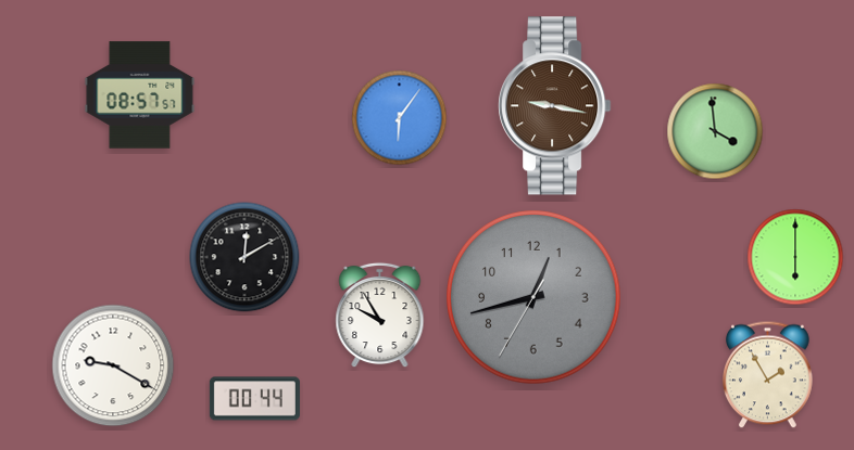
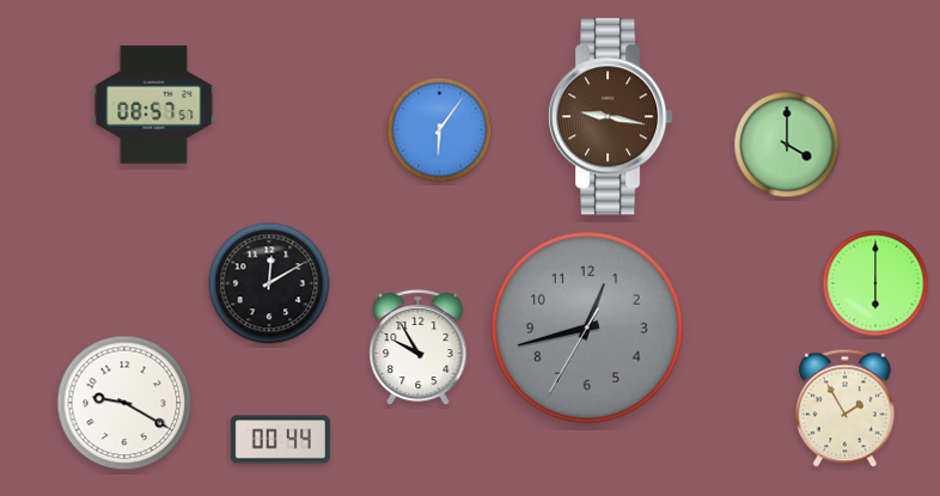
clock at (715, 131): 3:59 -> 4:00
clock at (768, 375) position: (768, 375) -> (846, 409)
